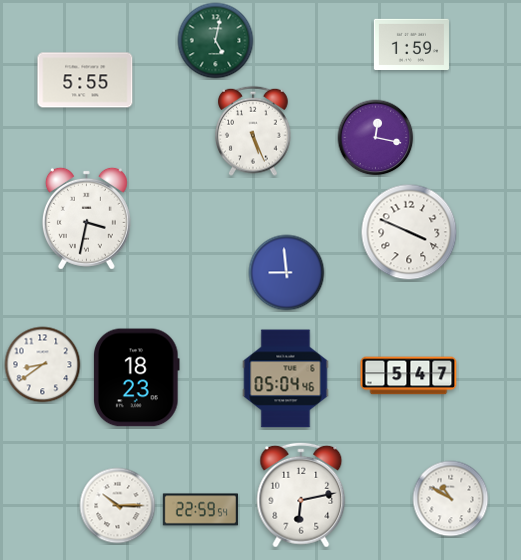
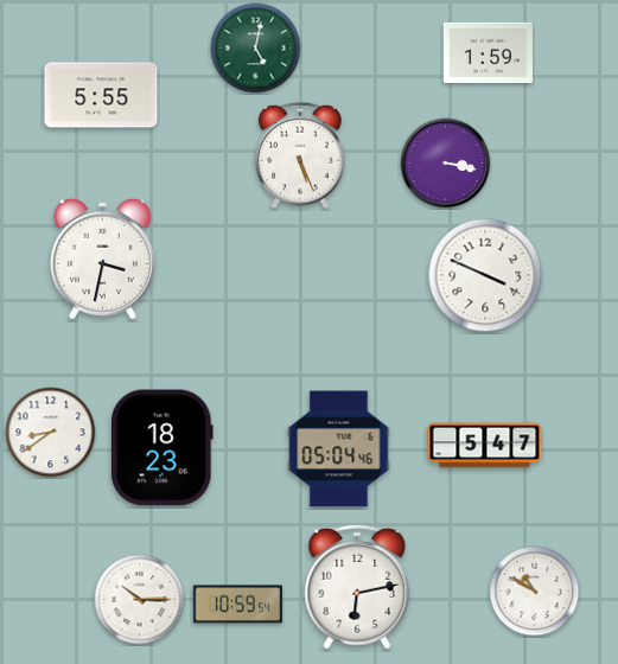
clock at (376, 138): 12:17 -> 3:17
clock at (287, 273): 8:59 -> none
clock at (200, 510): 22:59 -> 10:59
